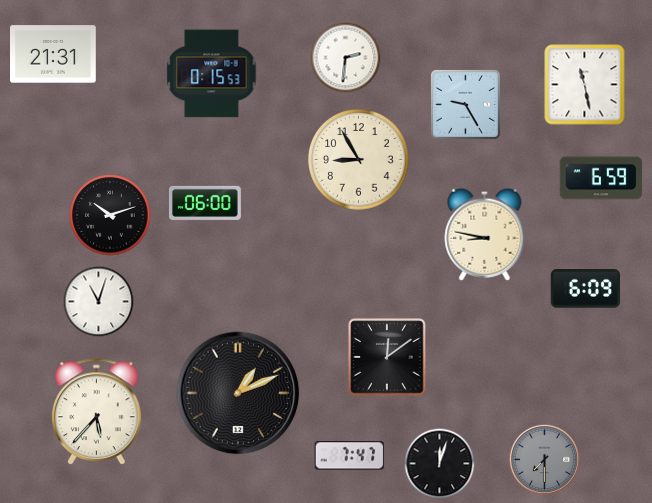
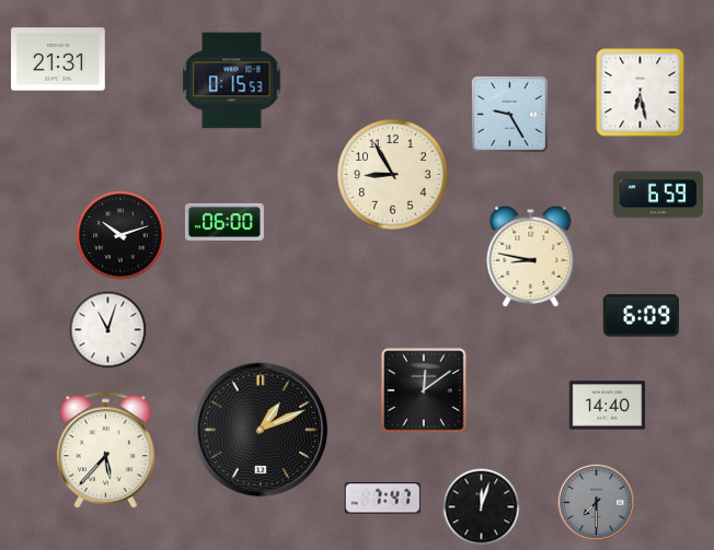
clock at (346, 58): 2:31 -> none
clock at (585, 85): 11:28 -> 6:28
clock at (608, 406): none -> 14:40
